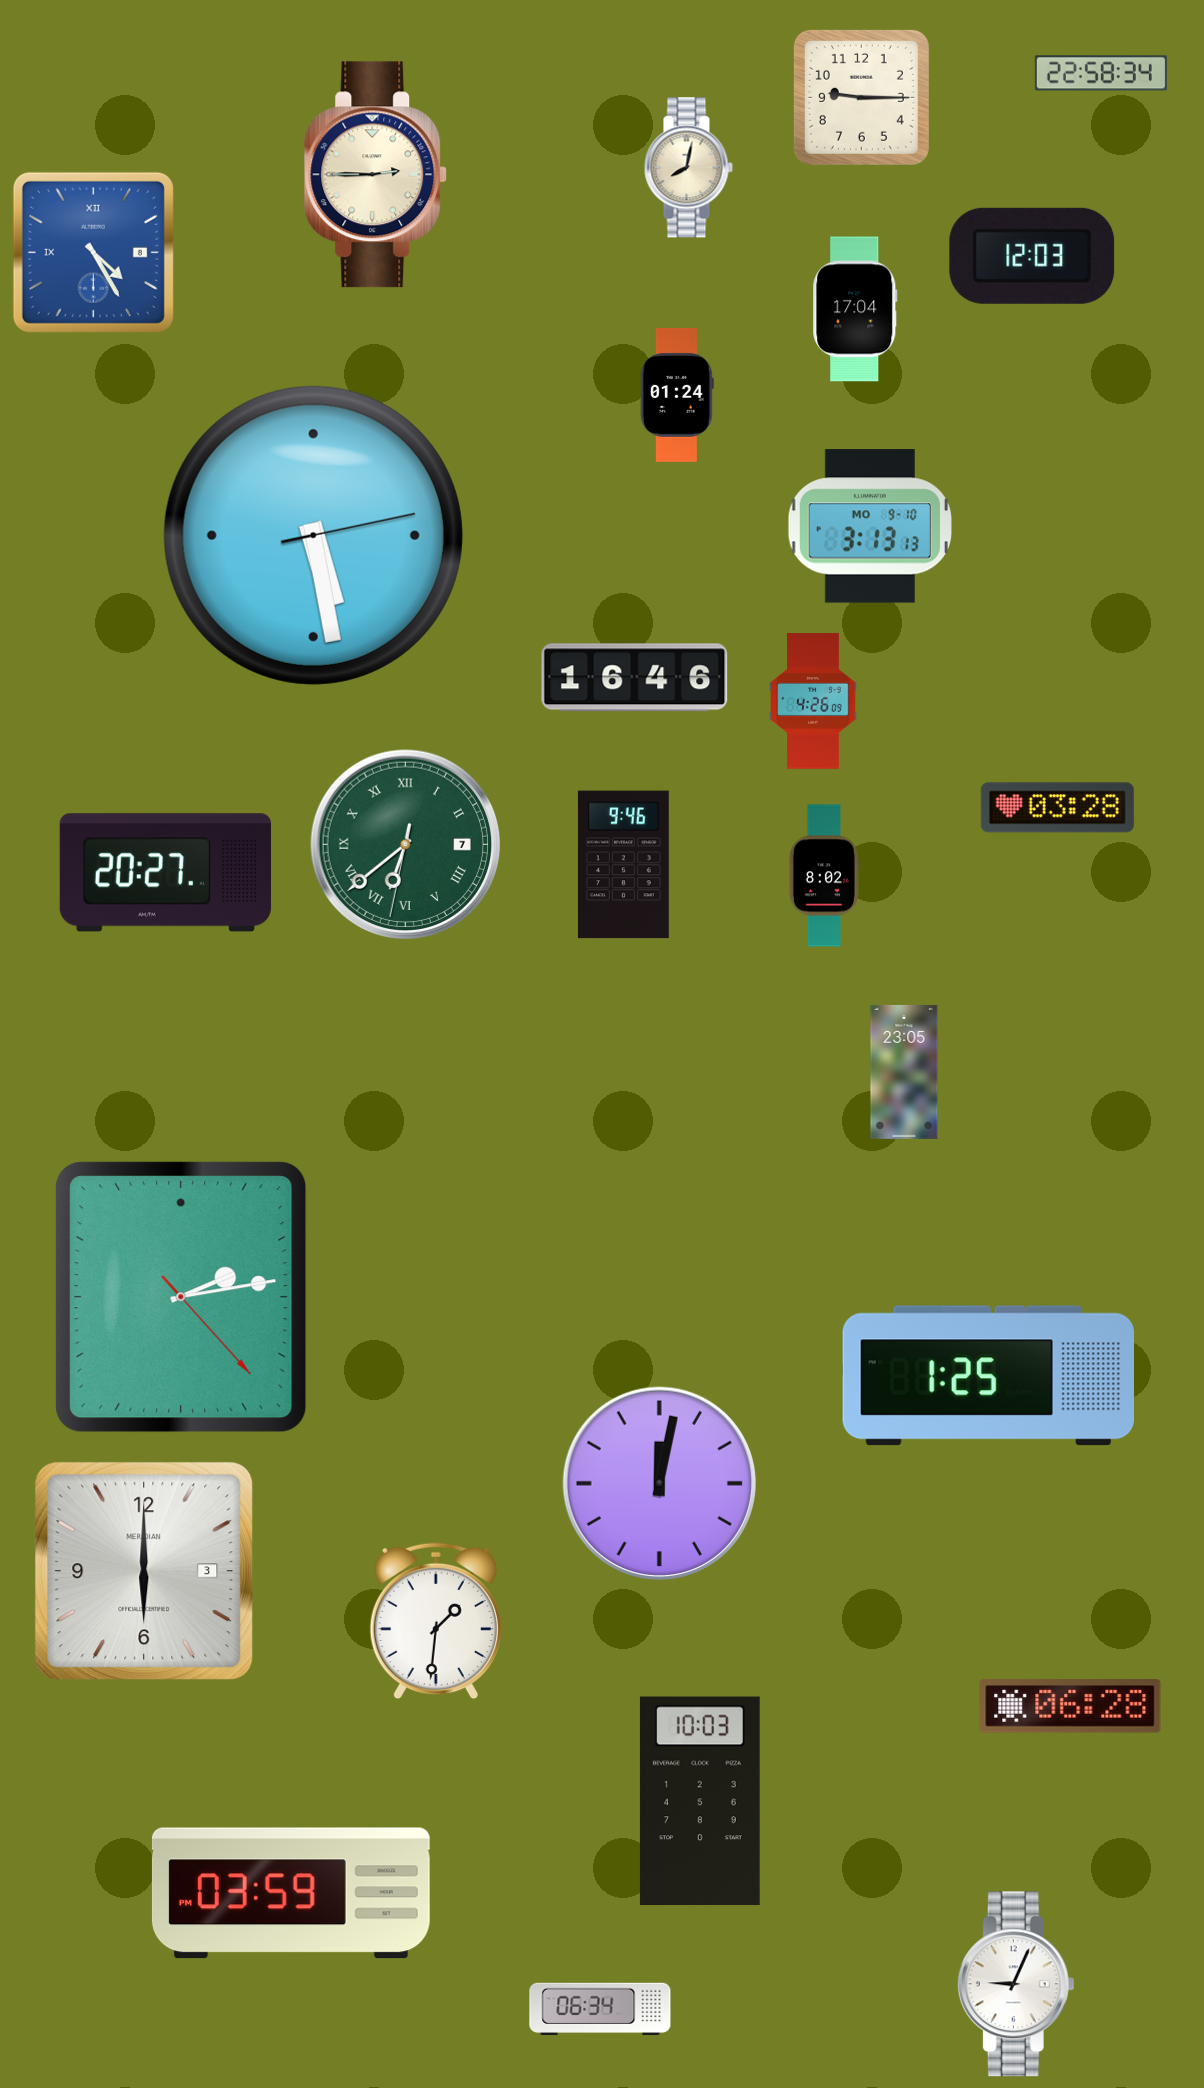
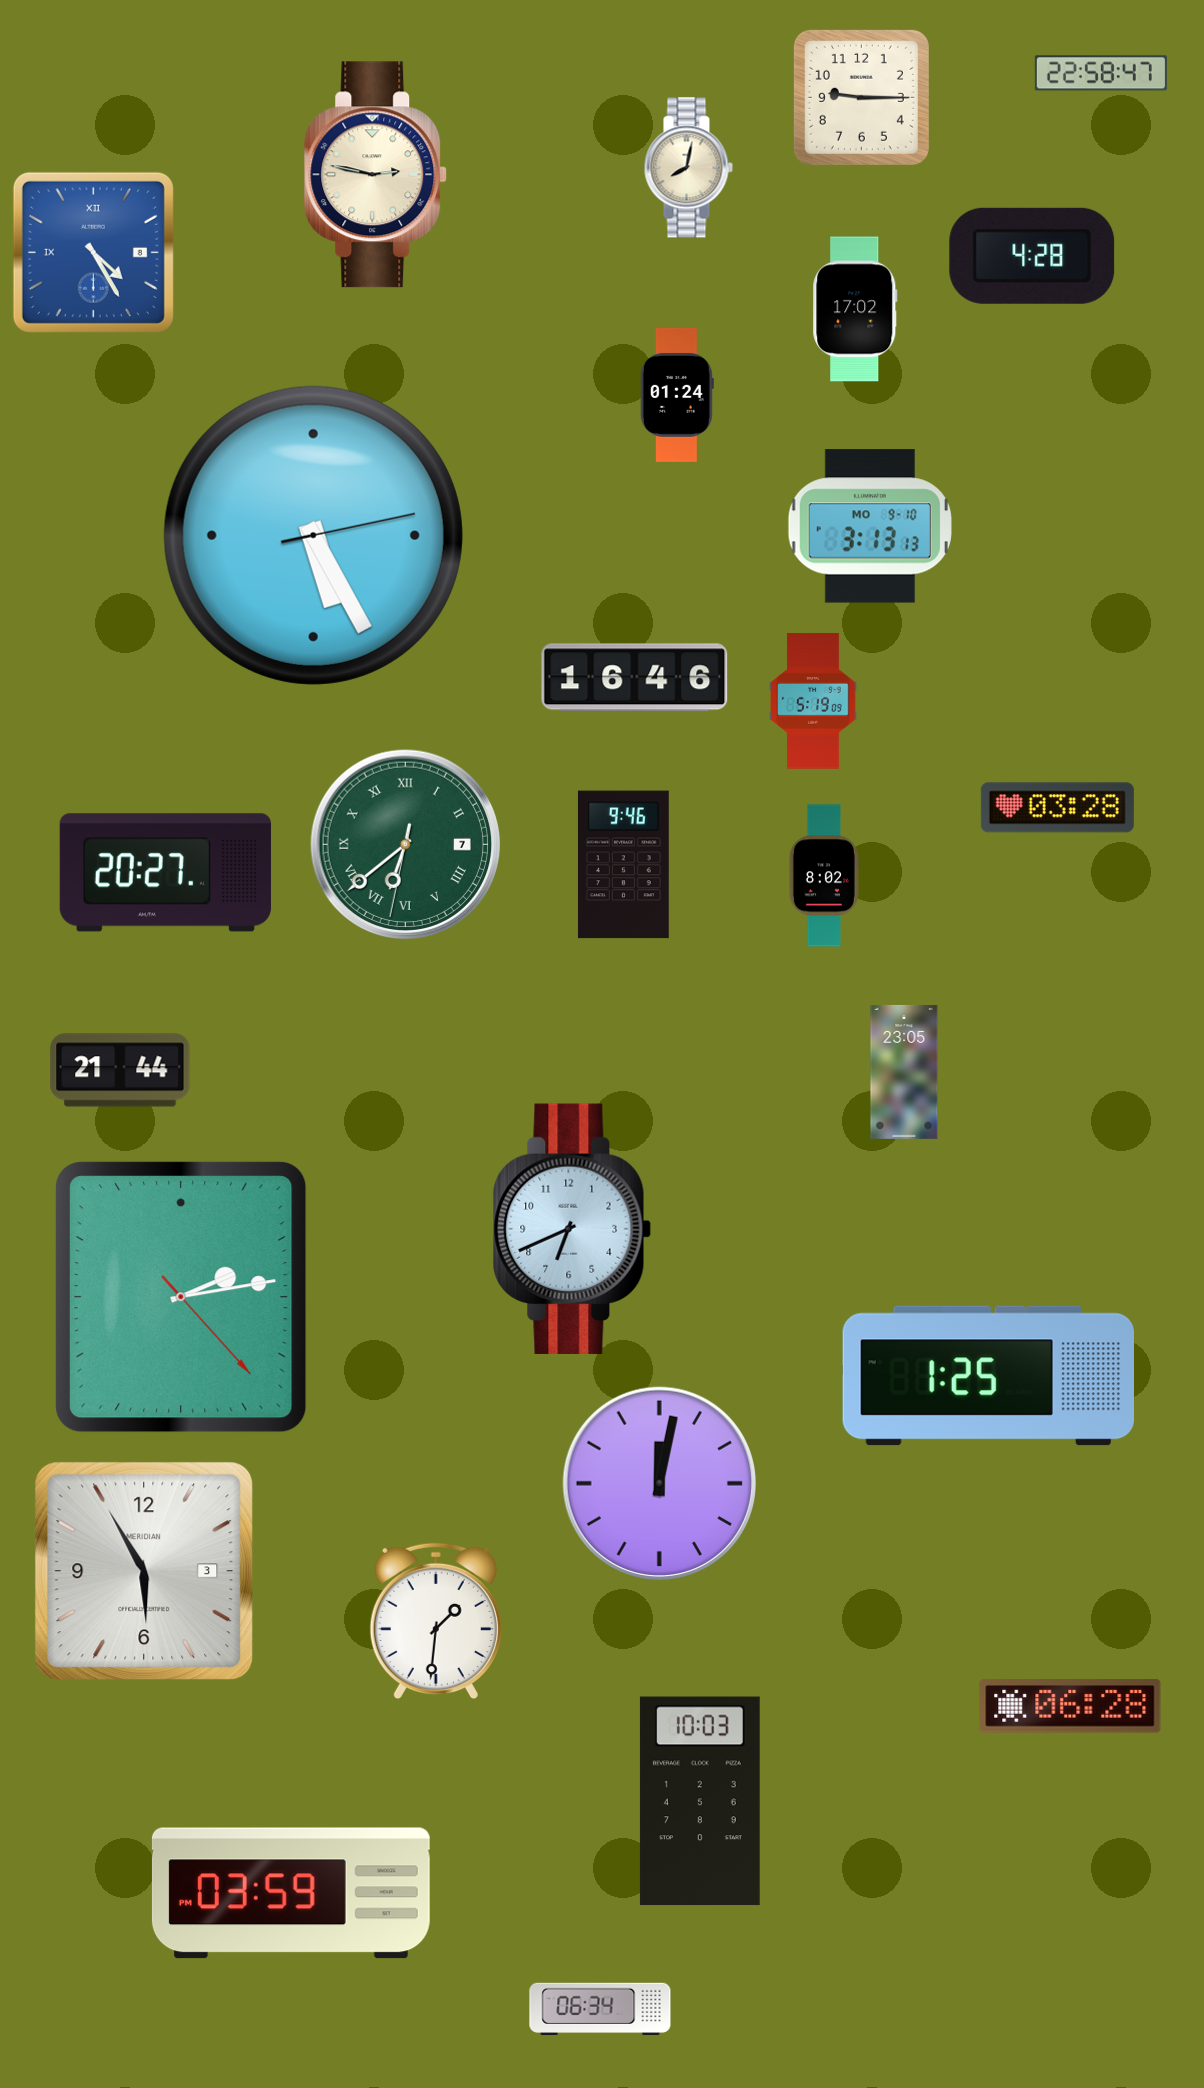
clock at (1101, 73): 22:58:34 -> 22:58:47
clock at (376, 175): 2:45 -> 2:47
clock at (1032, 256): 12:03 -> 4:28
clock at (855, 309): 17:04 -> 17:02
clock at (313, 535): 5:28 -> 5:25
clock at (813, 701): 4:26 -> 5:19
clock at (120, 1070): none -> 21:44
clock at (572, 1229): none -> 6:41
clock at (144, 1571): 6:00 -> 5:55
clock at (1016, 1984): 9:04 -> none
